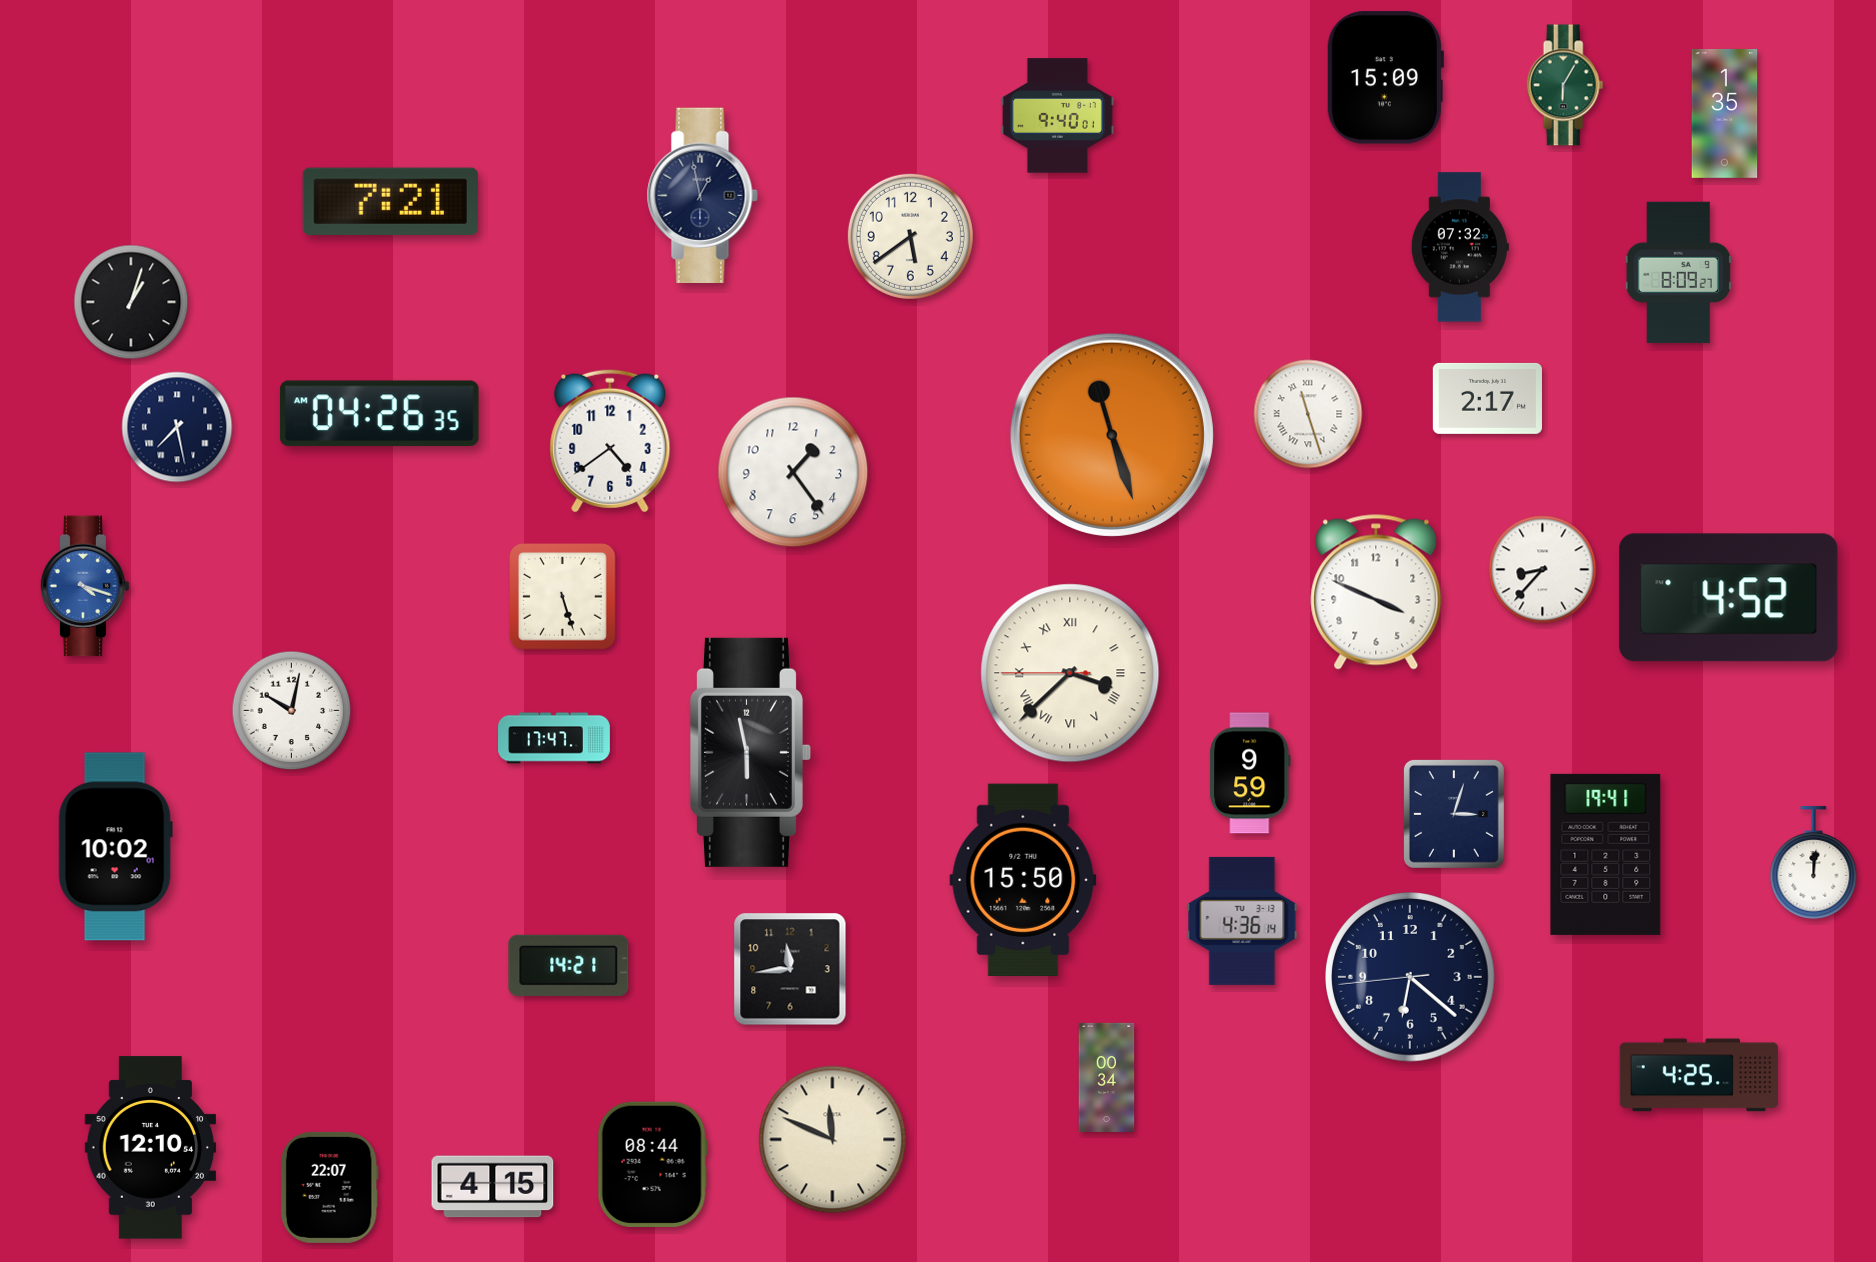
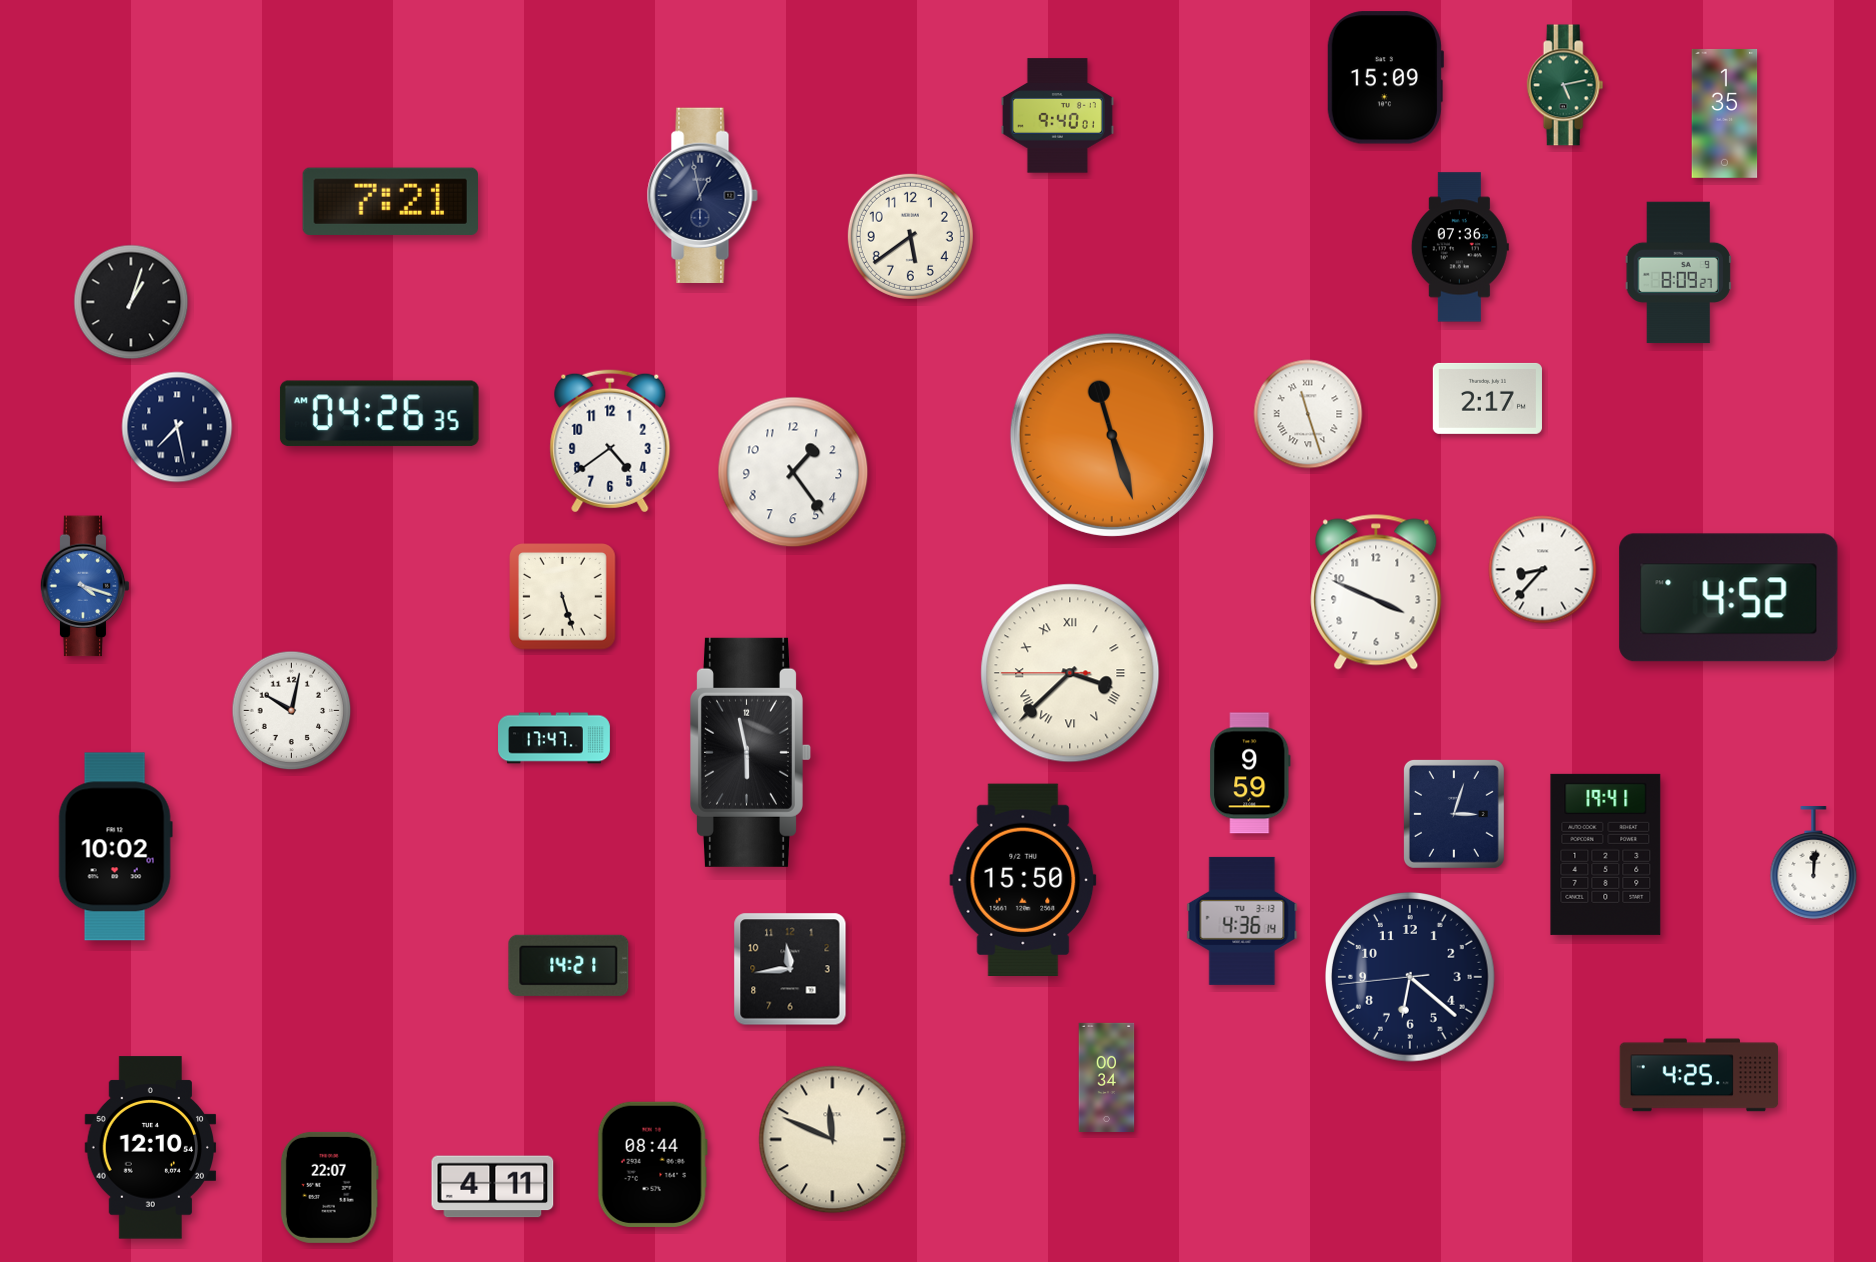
clock at (1565, 85): 6:05 -> 5:13
clock at (1460, 247): 07:32 -> 07:36
clock at (493, 1187): 4:15 -> 4:11
